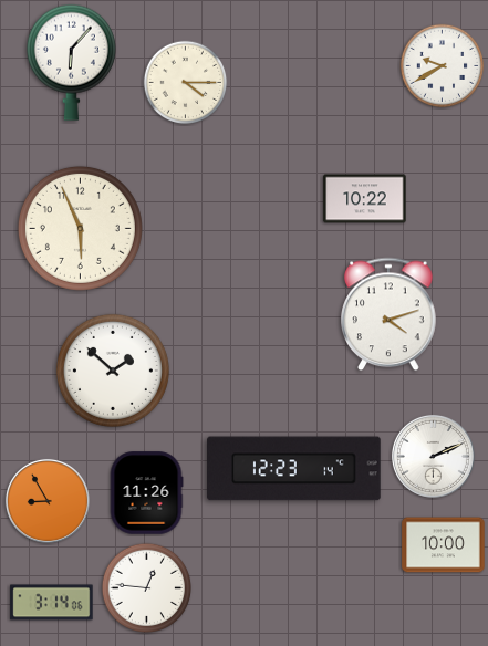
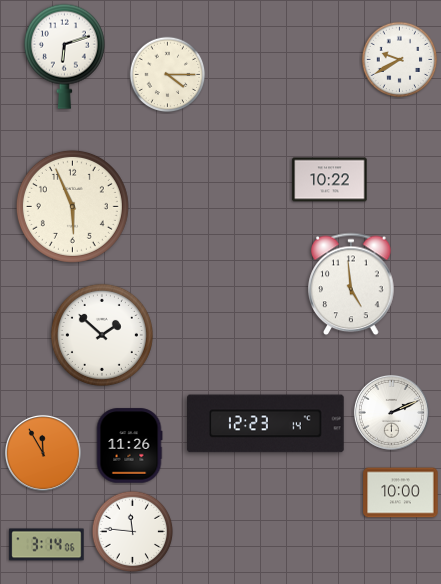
clock at (71, 62): 6:07 -> 6:12
clock at (388, 314): 4:12 -> 4:59
clock at (146, 493) position: (146, 493) -> (129, 446)
clock at (48, 501): 8:55 -> 11:55
clock at (147, 588): 12:46 -> 11:46
